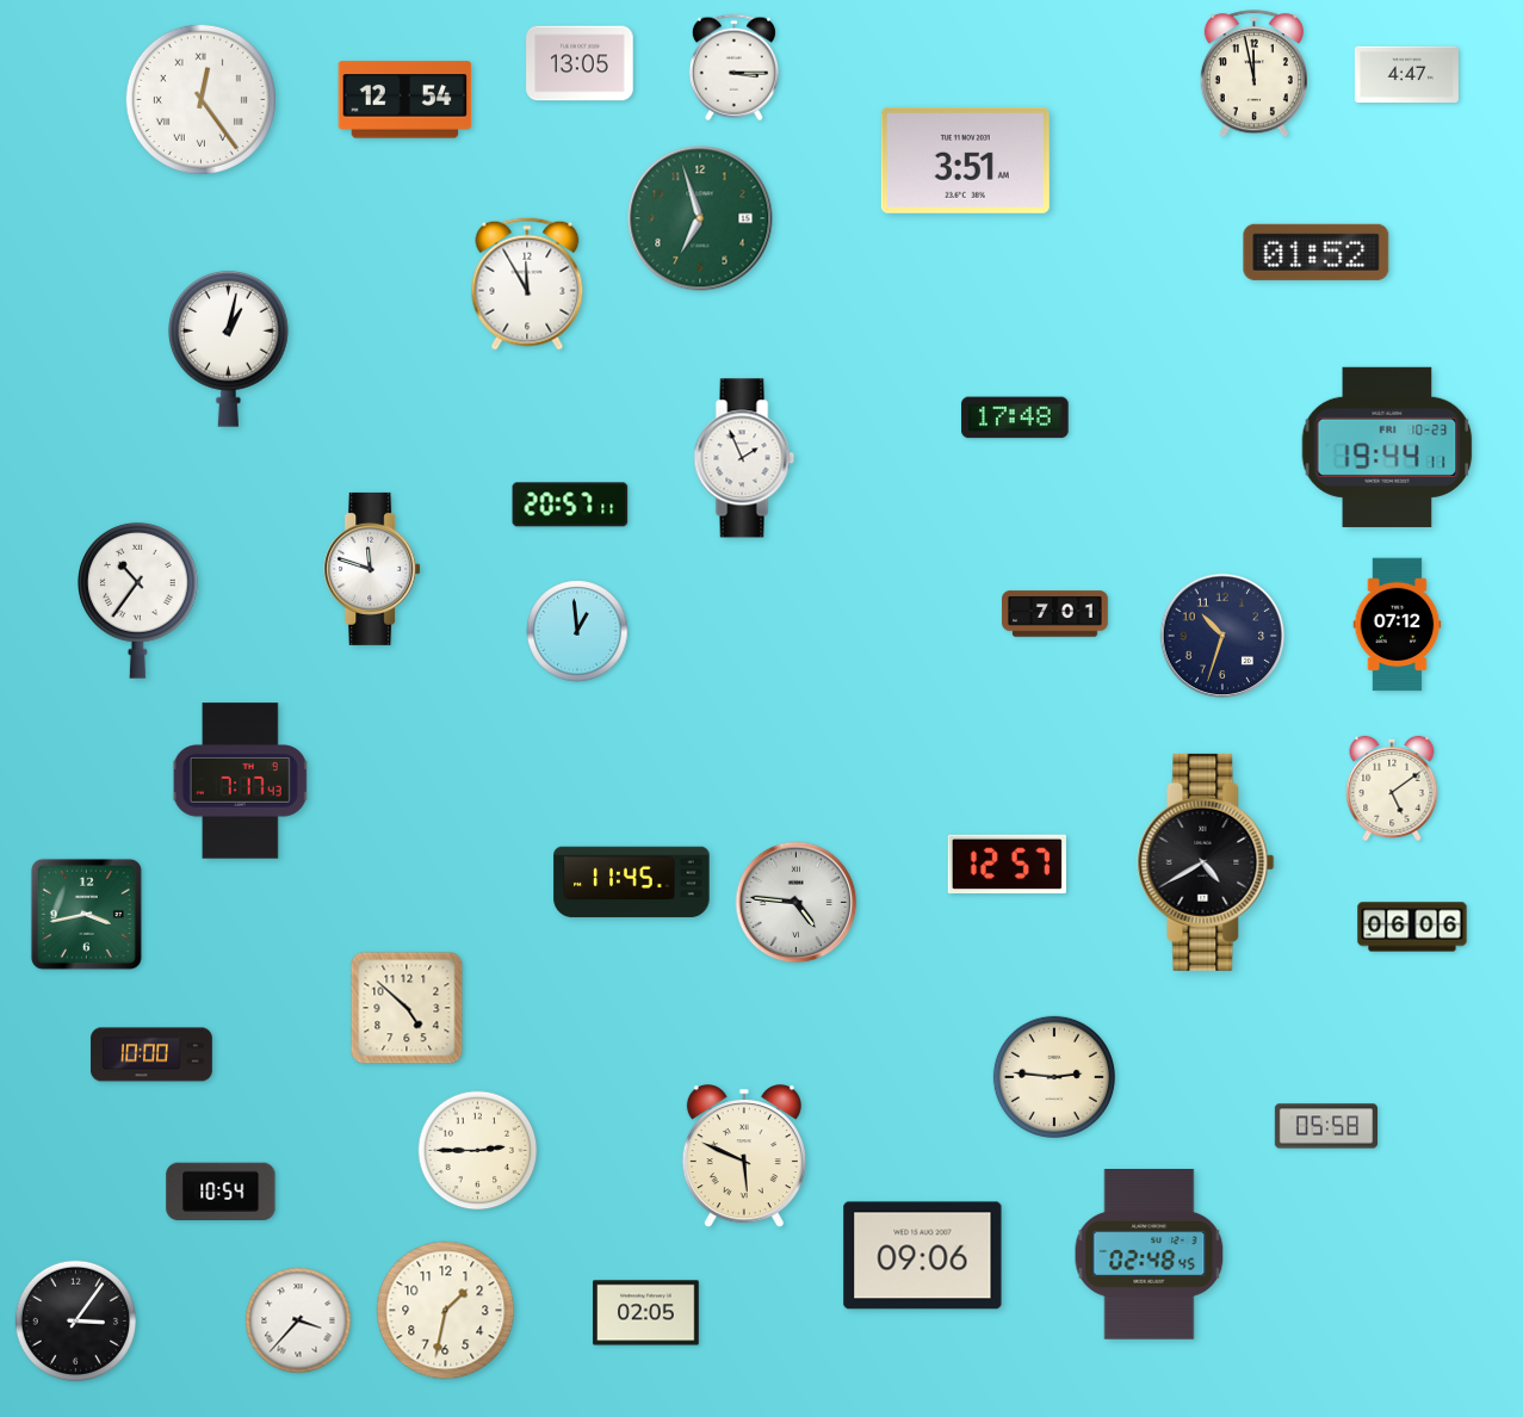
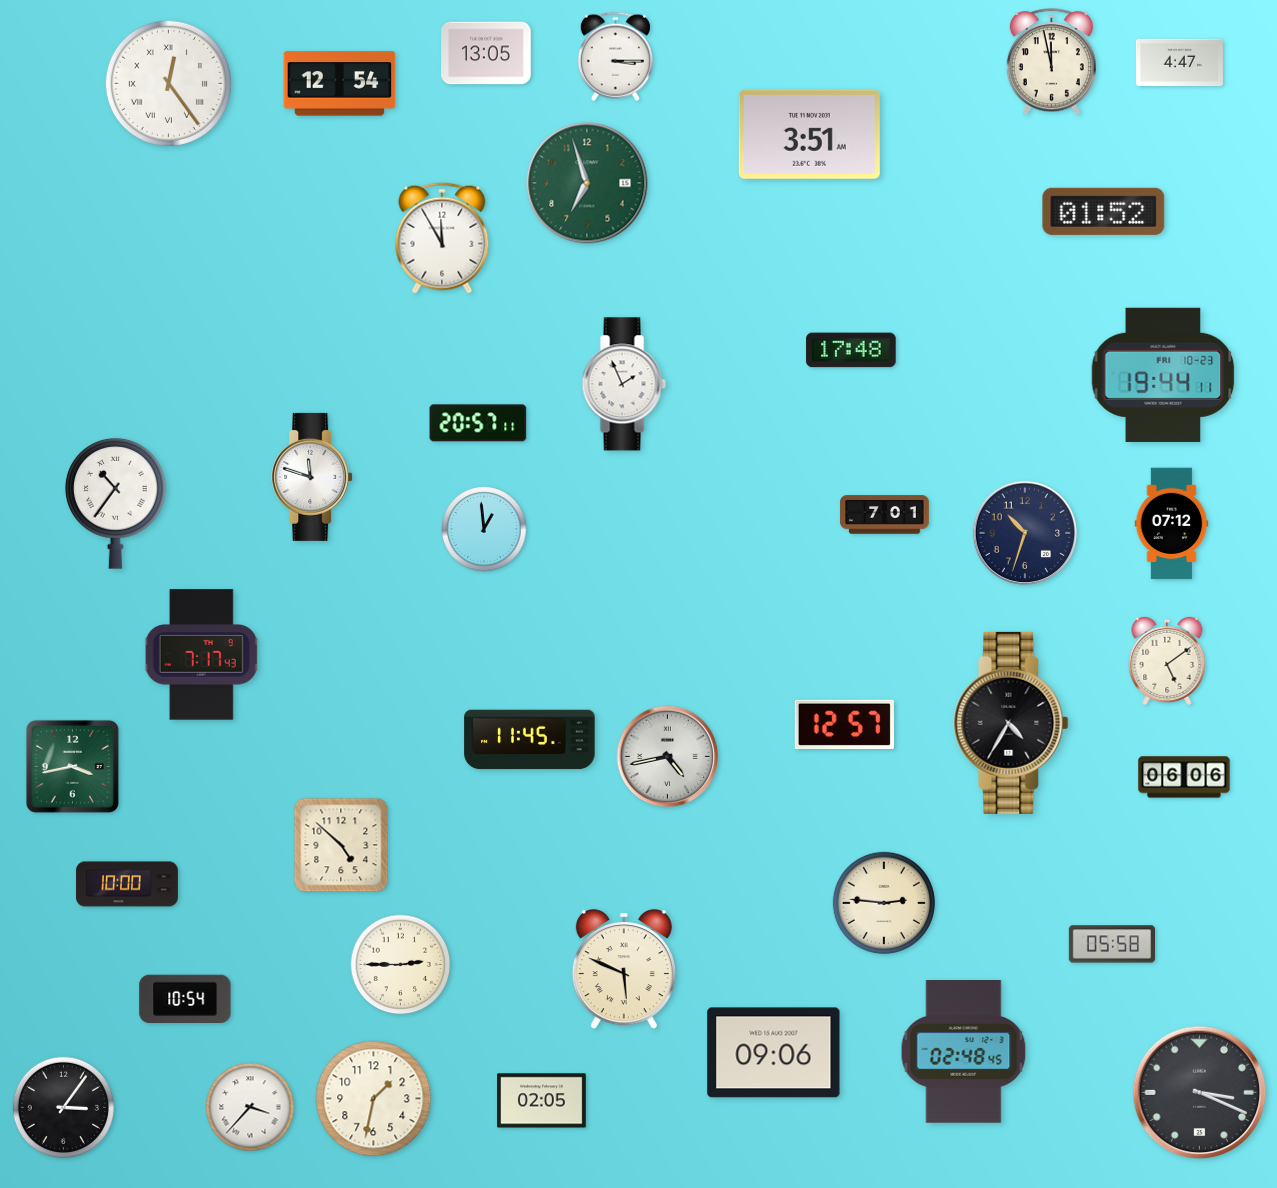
clock at (229, 348): 1:02 -> none
clock at (1206, 862): 4:40 -> 4:35
clock at (797, 903): 4:46 -> 4:43
clock at (1200, 1093): none -> 3:19
